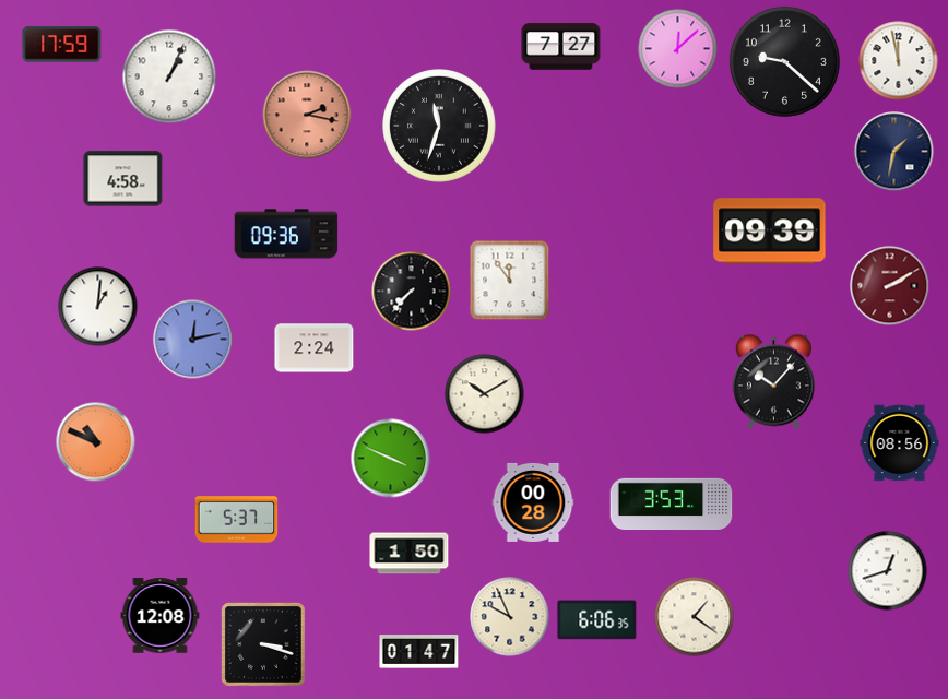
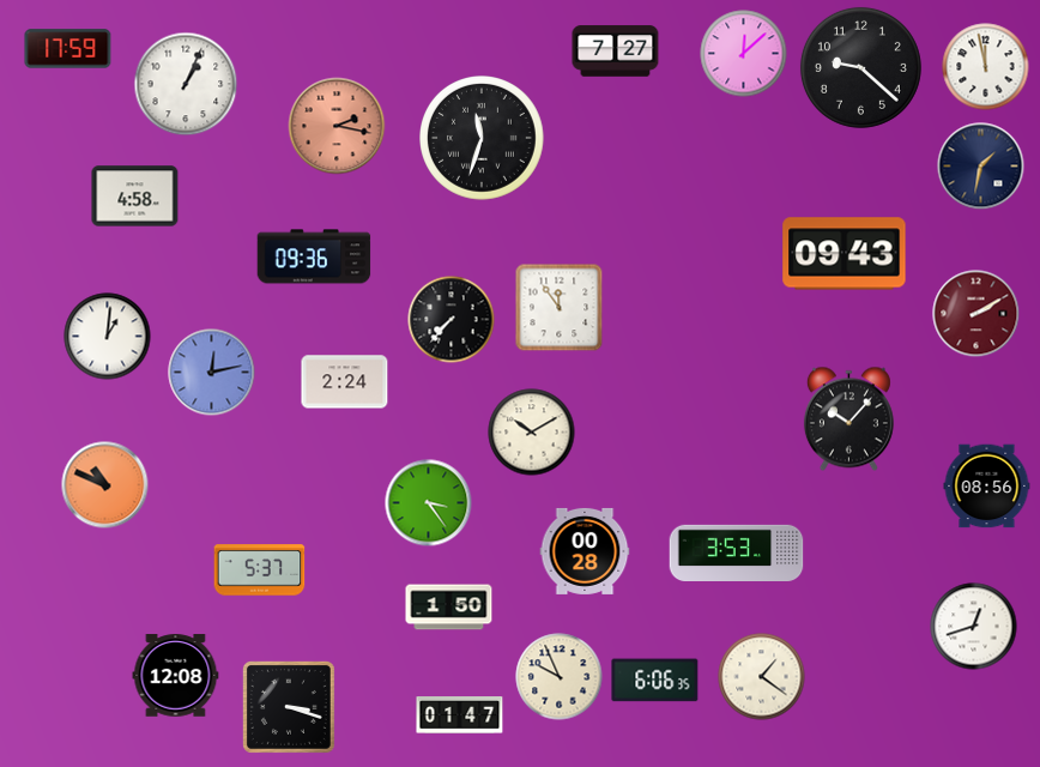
clock at (770, 232): 09:39 -> 09:43
clock at (391, 459): 3:49 -> 3:24
